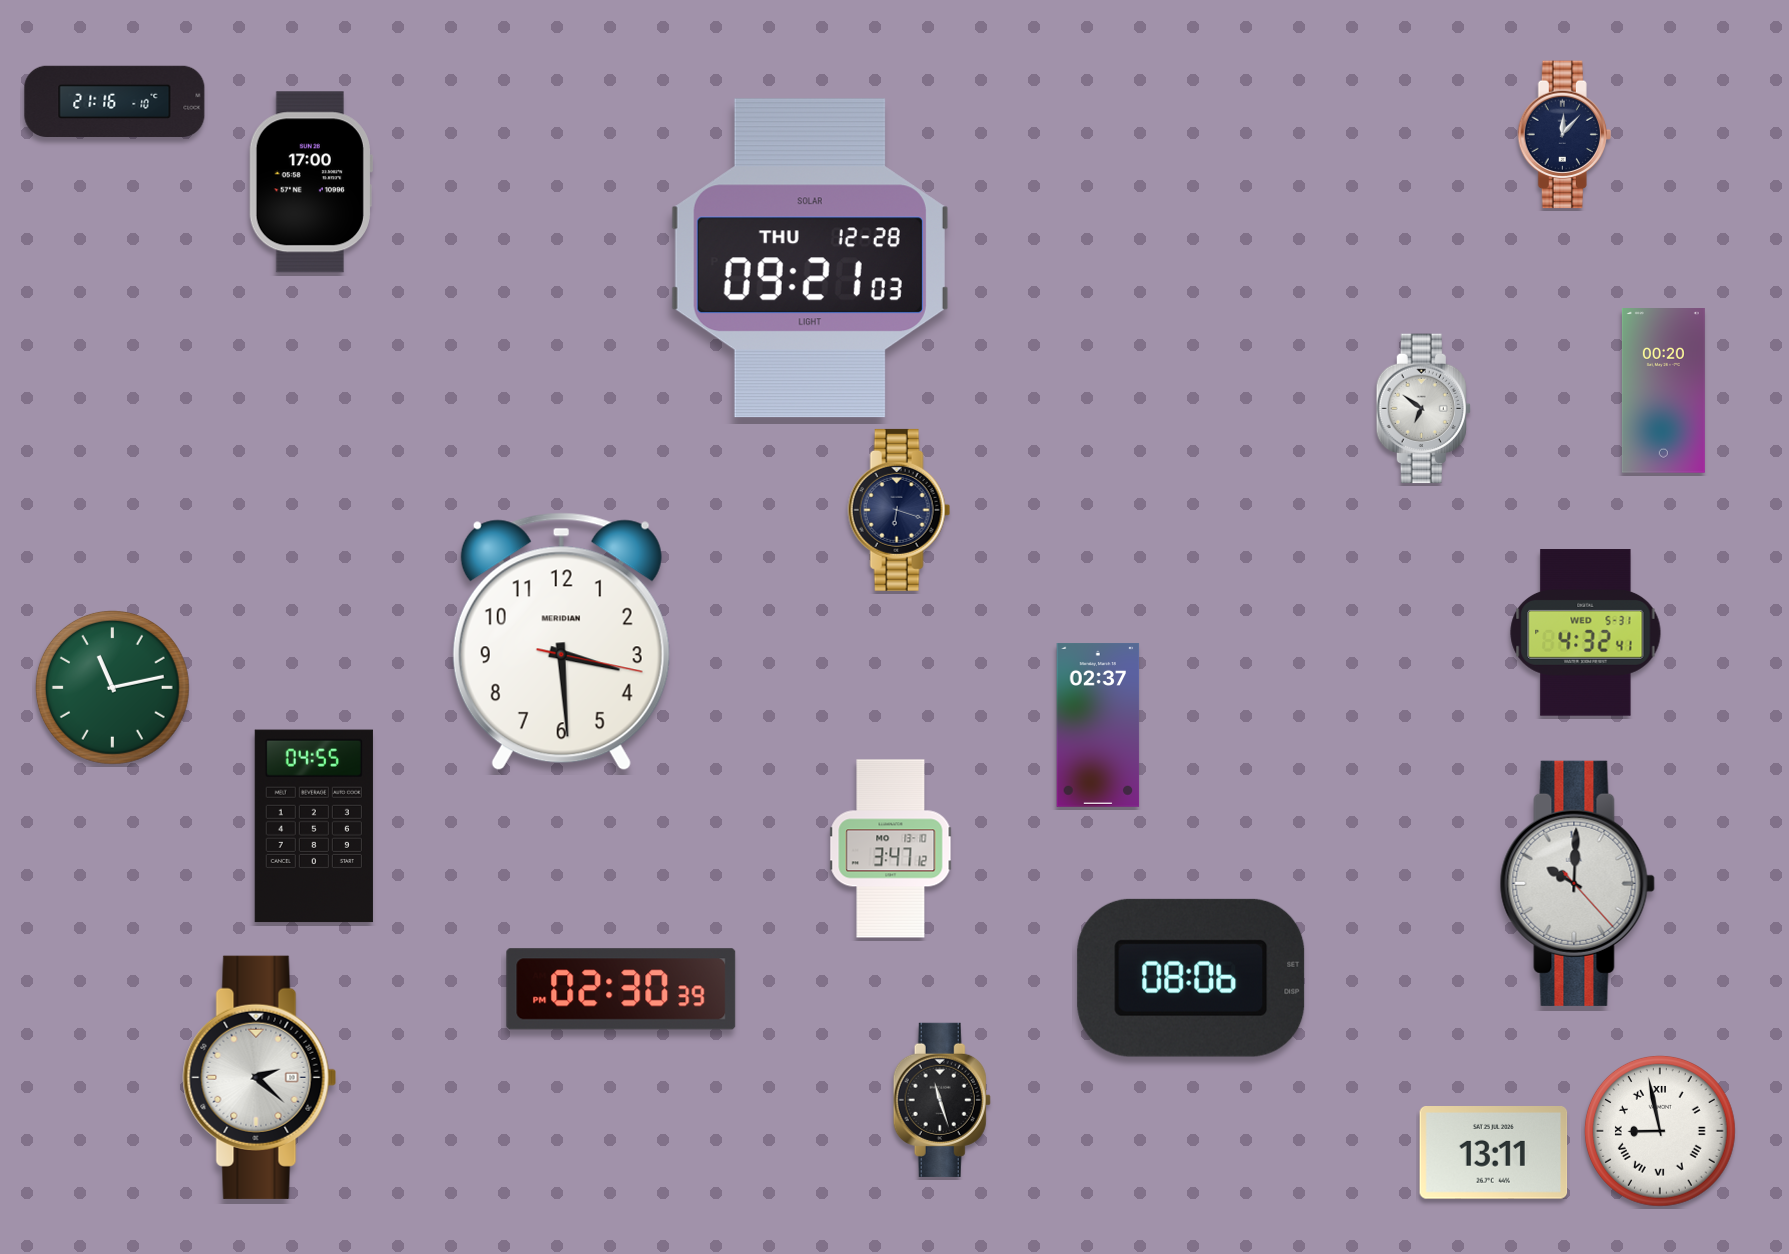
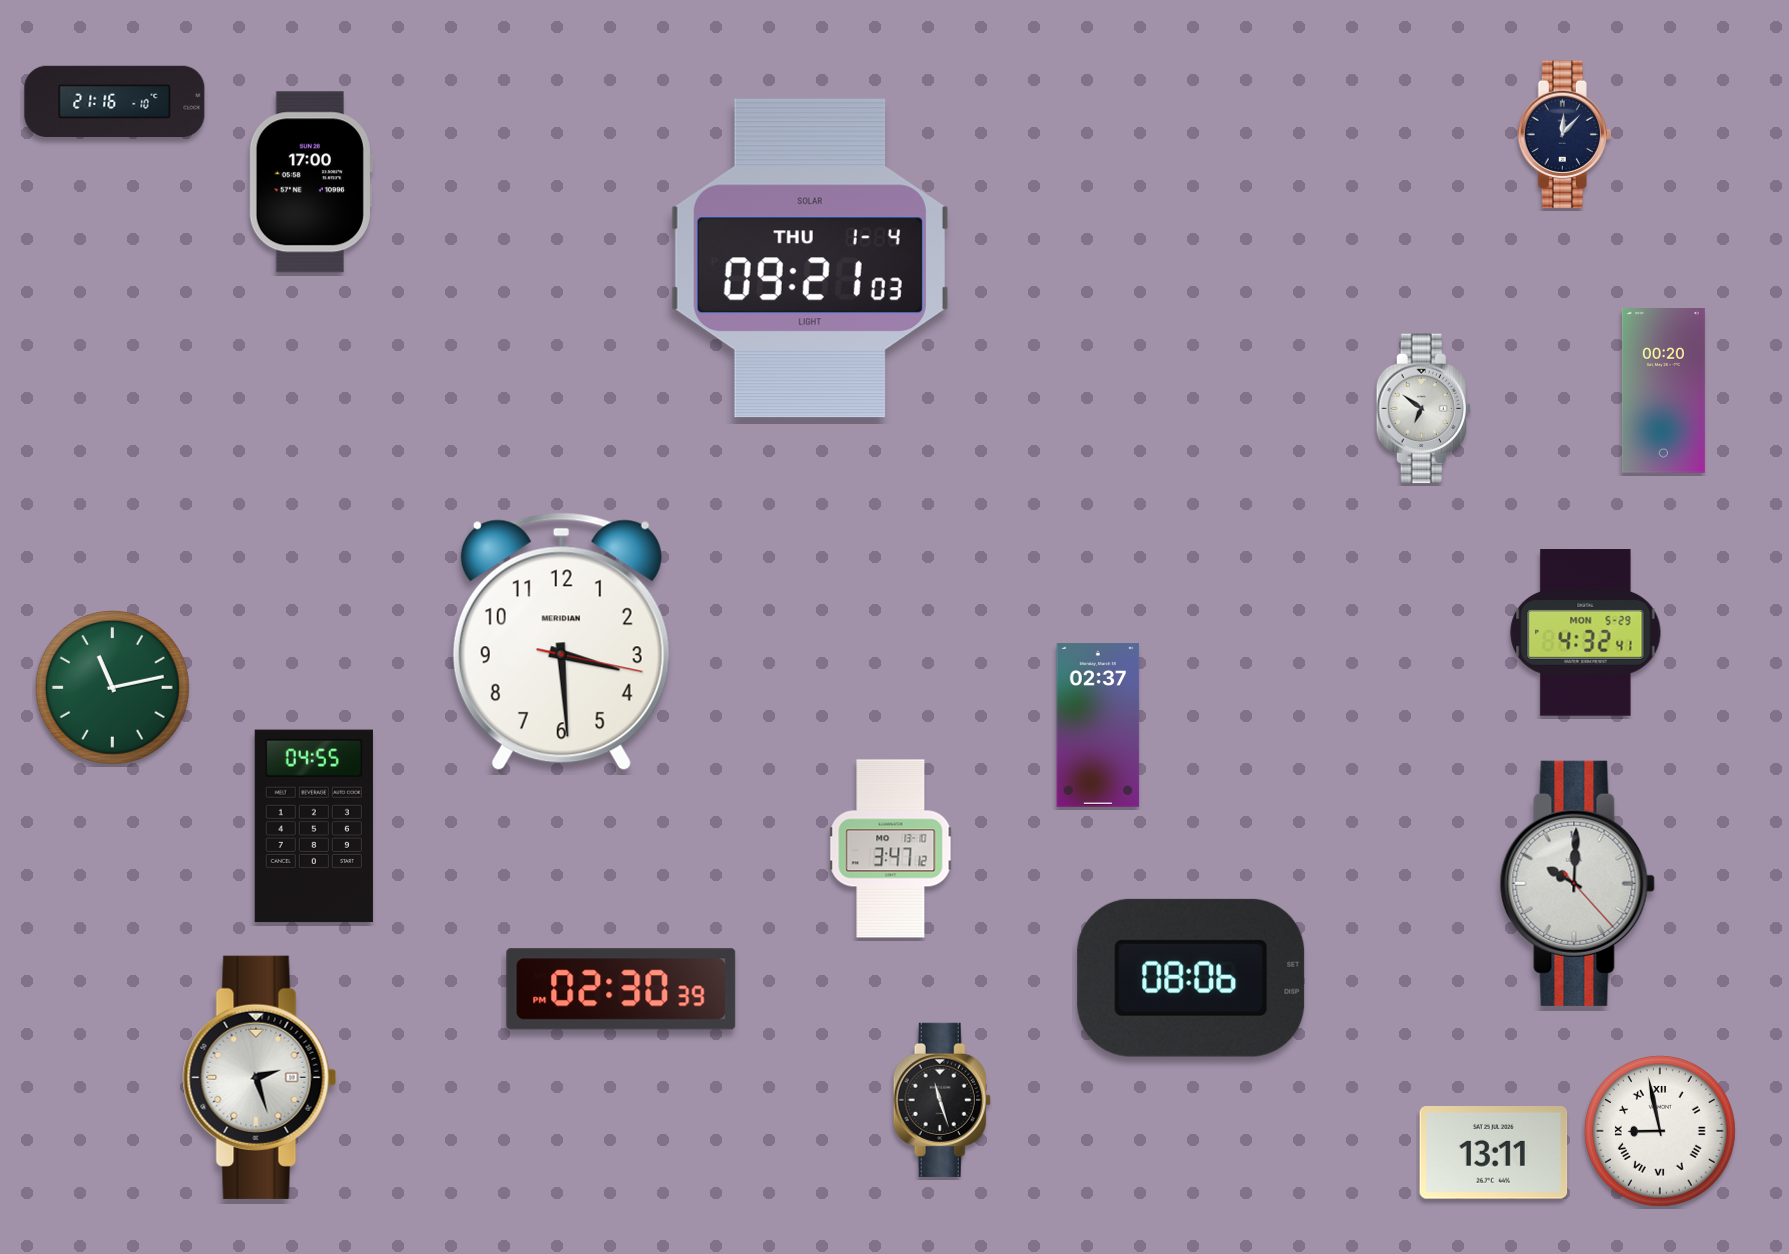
clock at (810, 258) date: THU 12-28 -> THU 1-4
clock at (899, 510): 6:18 -> none
clock at (1586, 633) date: WED 5-31 -> MON 5-29
clock at (260, 1077): 2:22 -> 2:27
